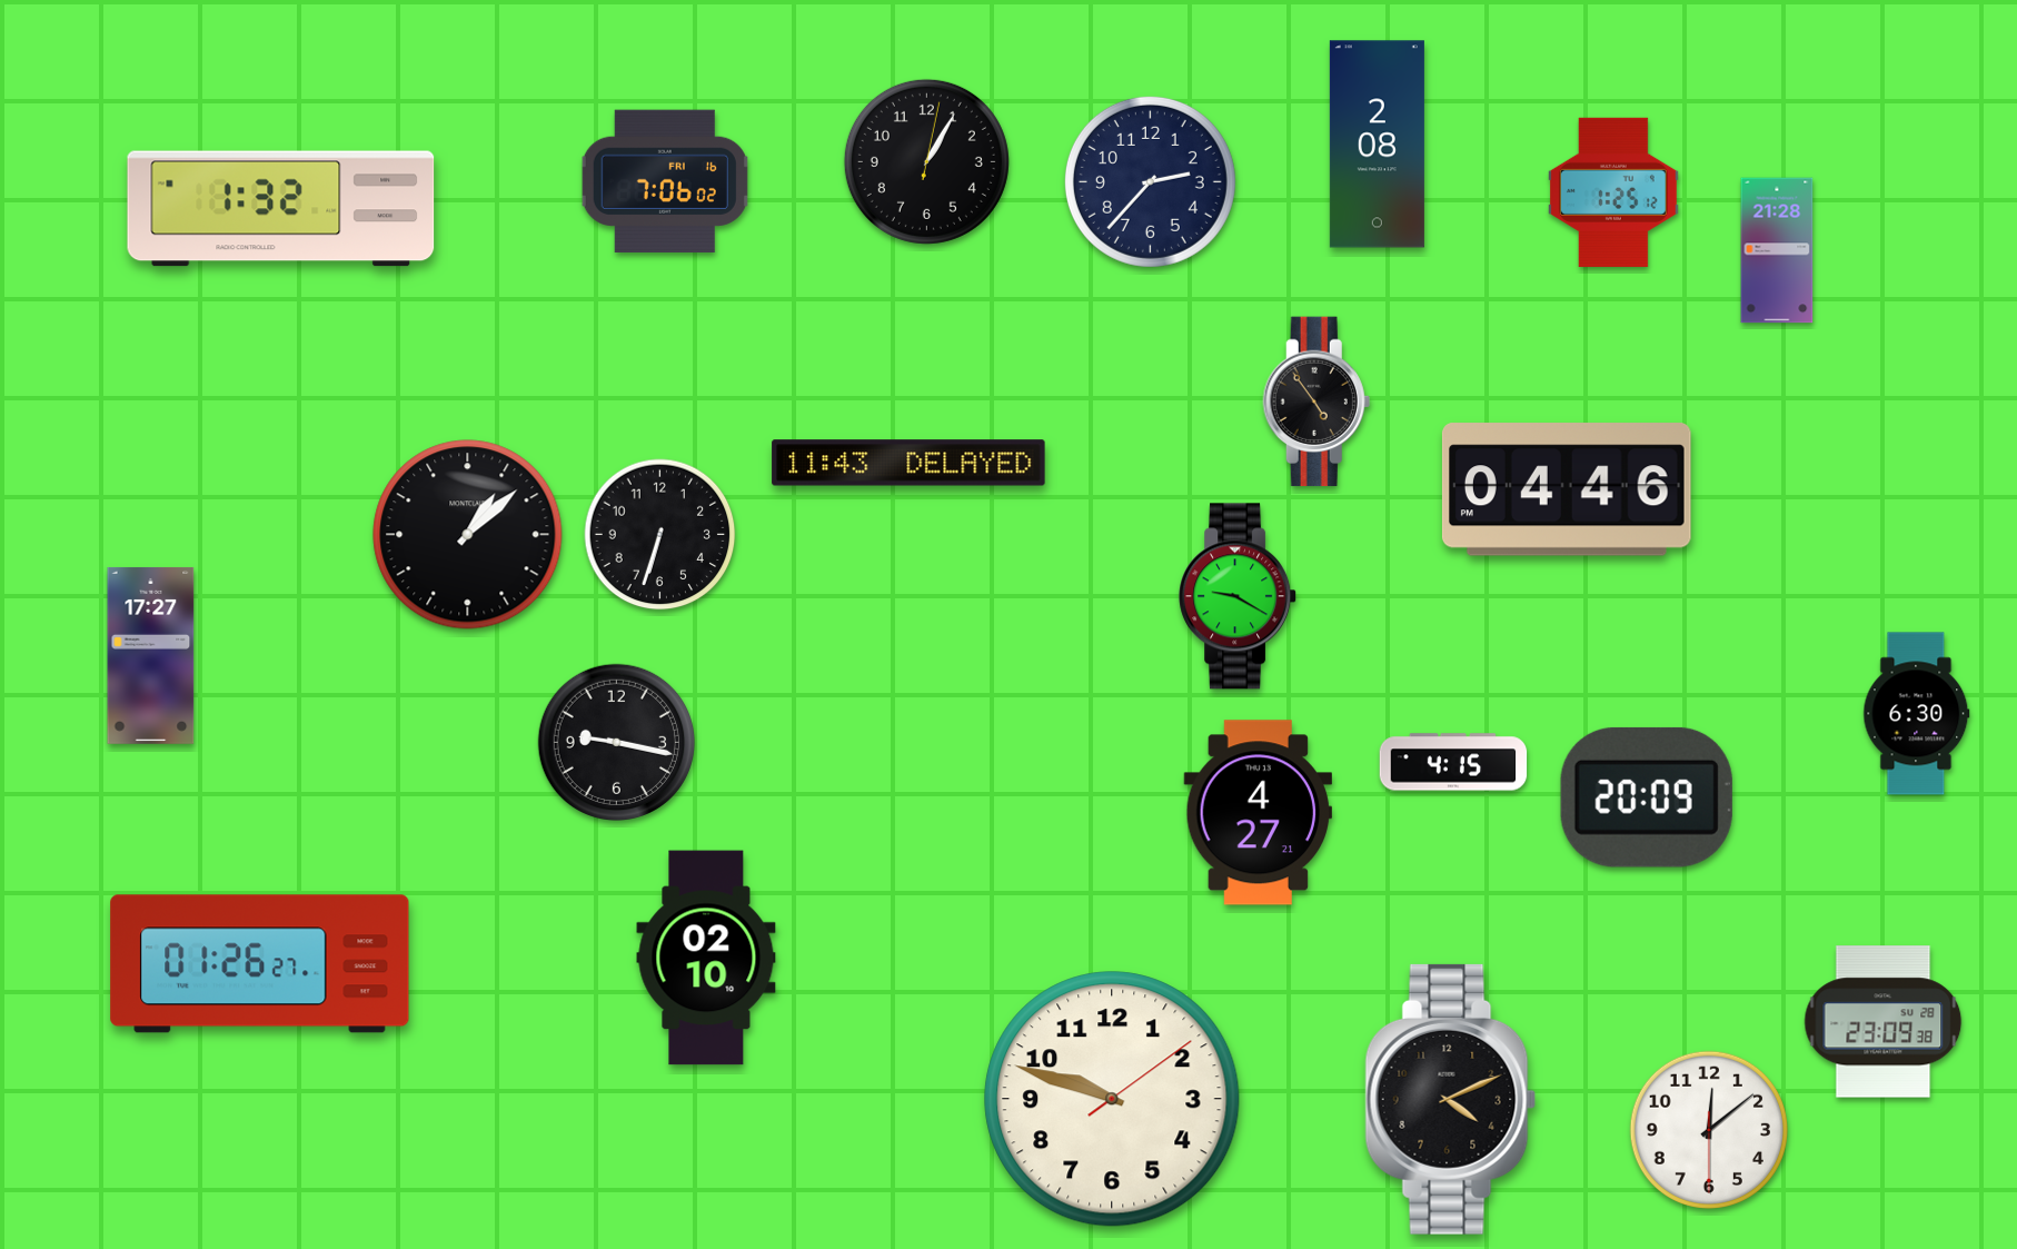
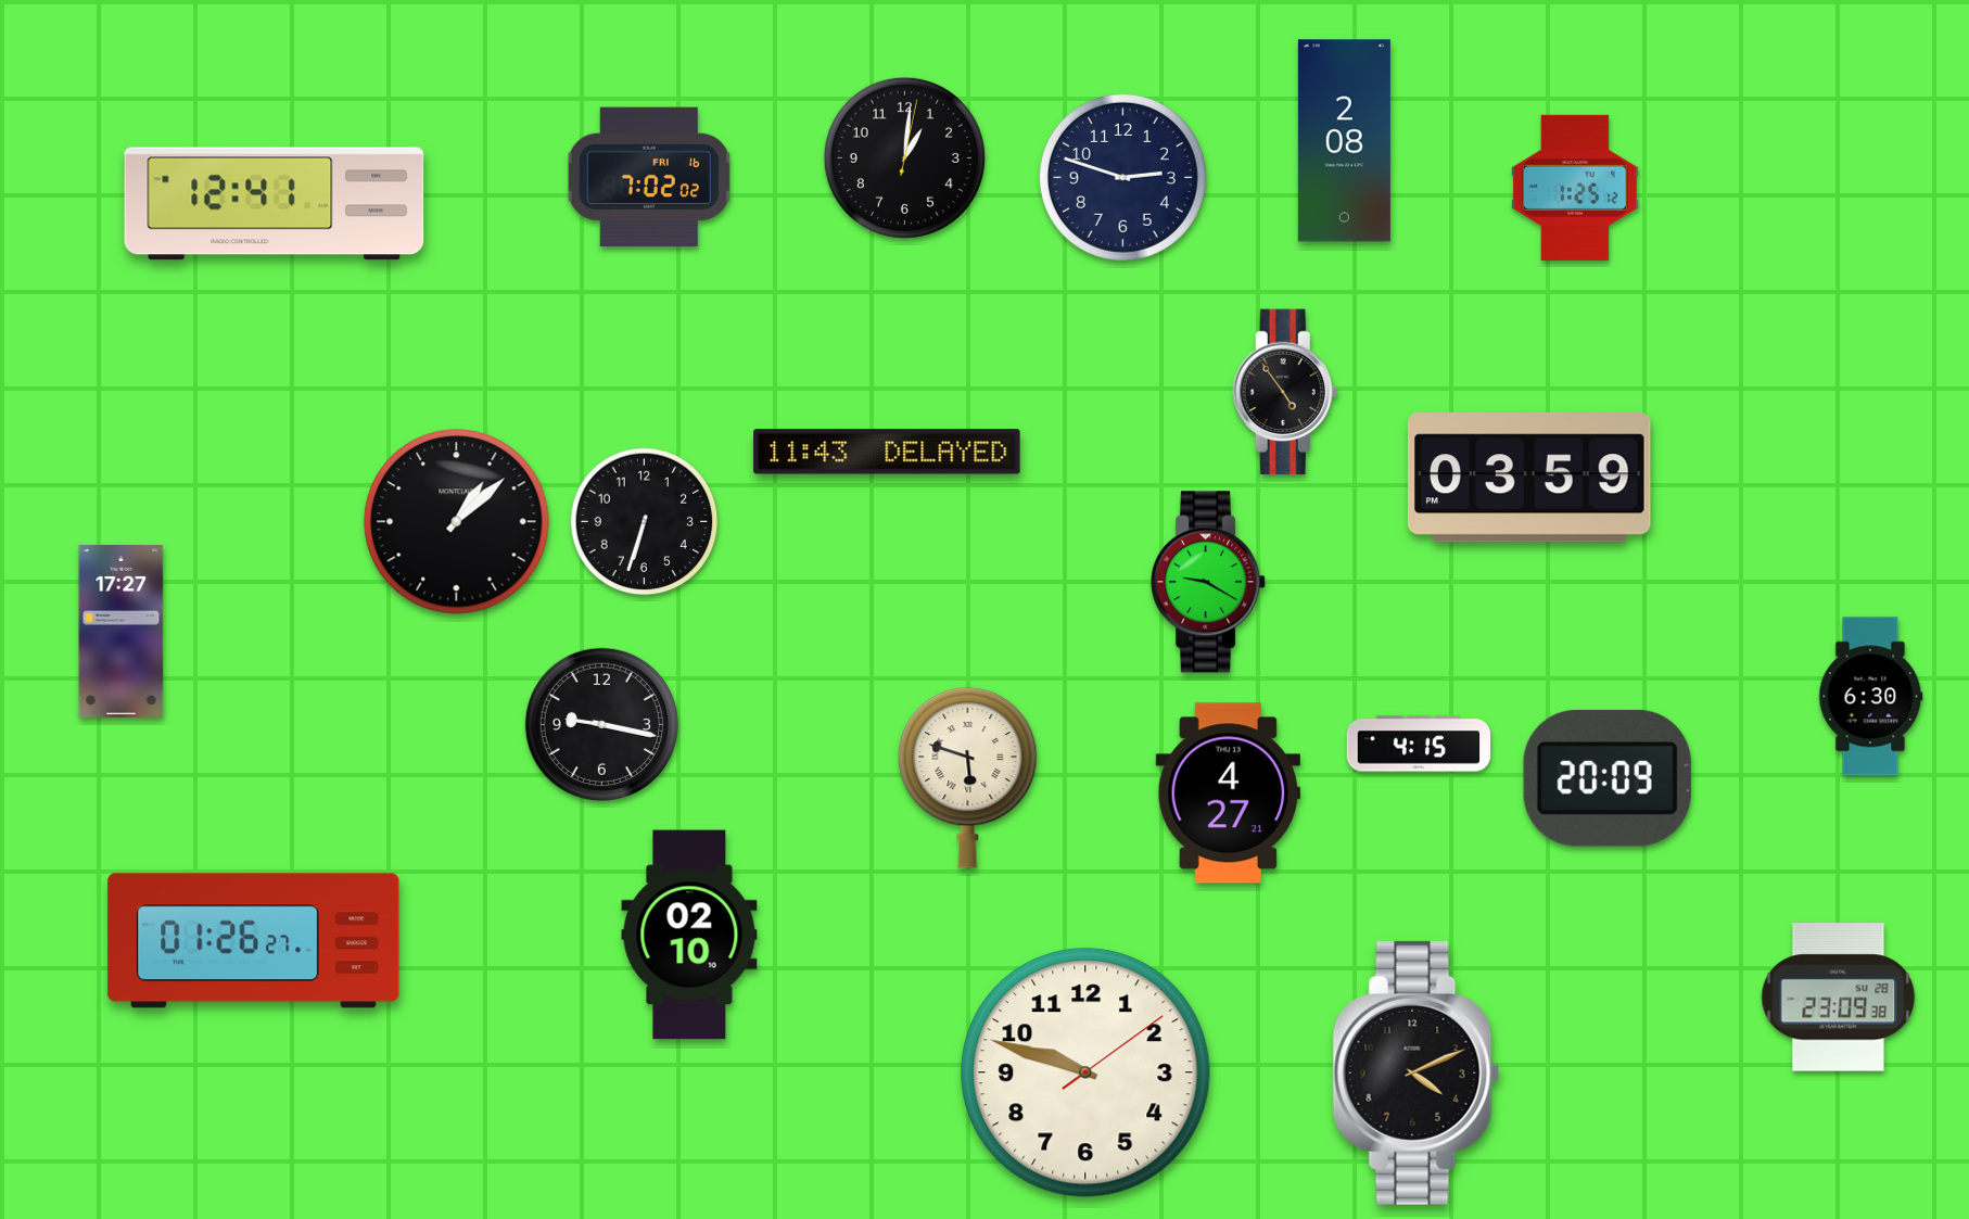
clock at (926, 161): 1:05 -> 1:01
clock at (665, 180): 7:06 -> 7:02
clock at (1150, 181): 2:37 -> 2:48
clock at (281, 209): 1:32 -> 12:41
clock at (1777, 250): 21:28 -> none
clock at (1567, 489): 04:46 -> 03:59
clock at (151, 655) position: (151, 655) -> (122, 631)
clock at (968, 777): none -> 5:48
clock at (1709, 1130): 12:08 -> none
